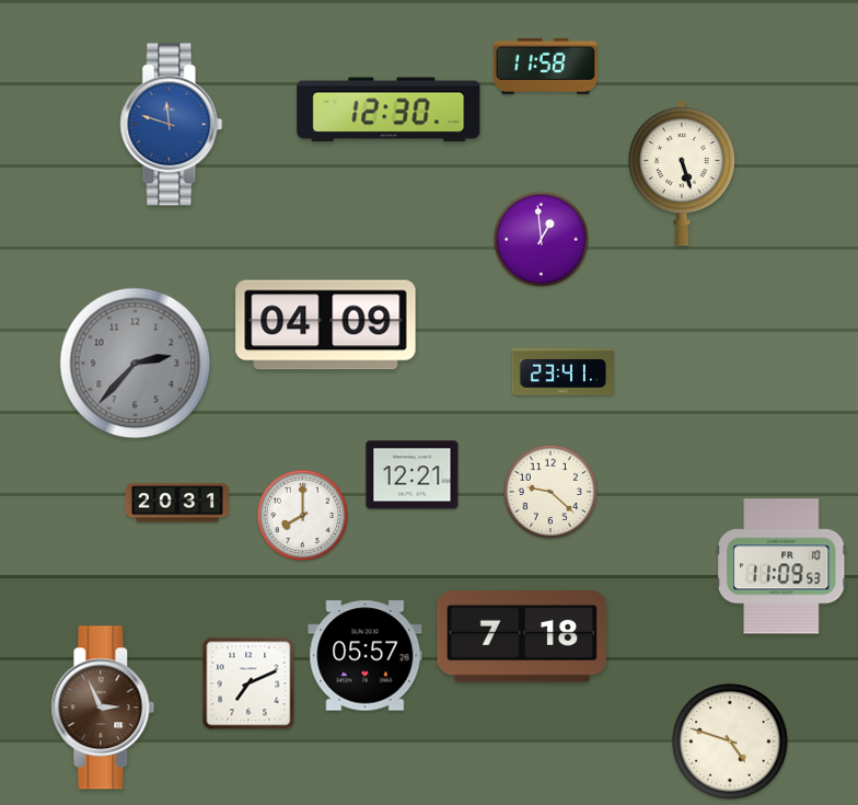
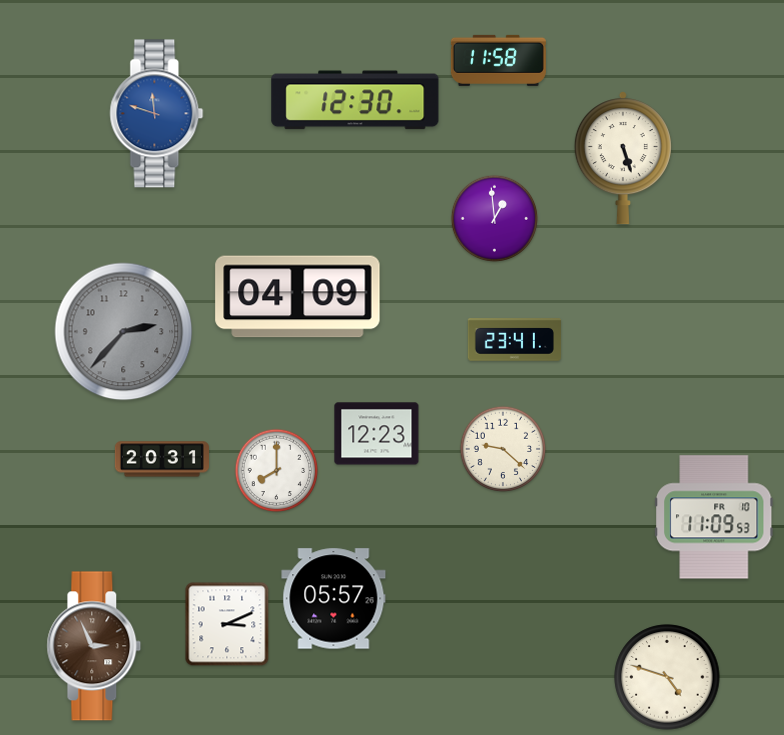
clock at (413, 475): 12:21 -> 12:23
clock at (522, 636): 7:18 -> none
clock at (248, 683): 7:11 -> 3:11
